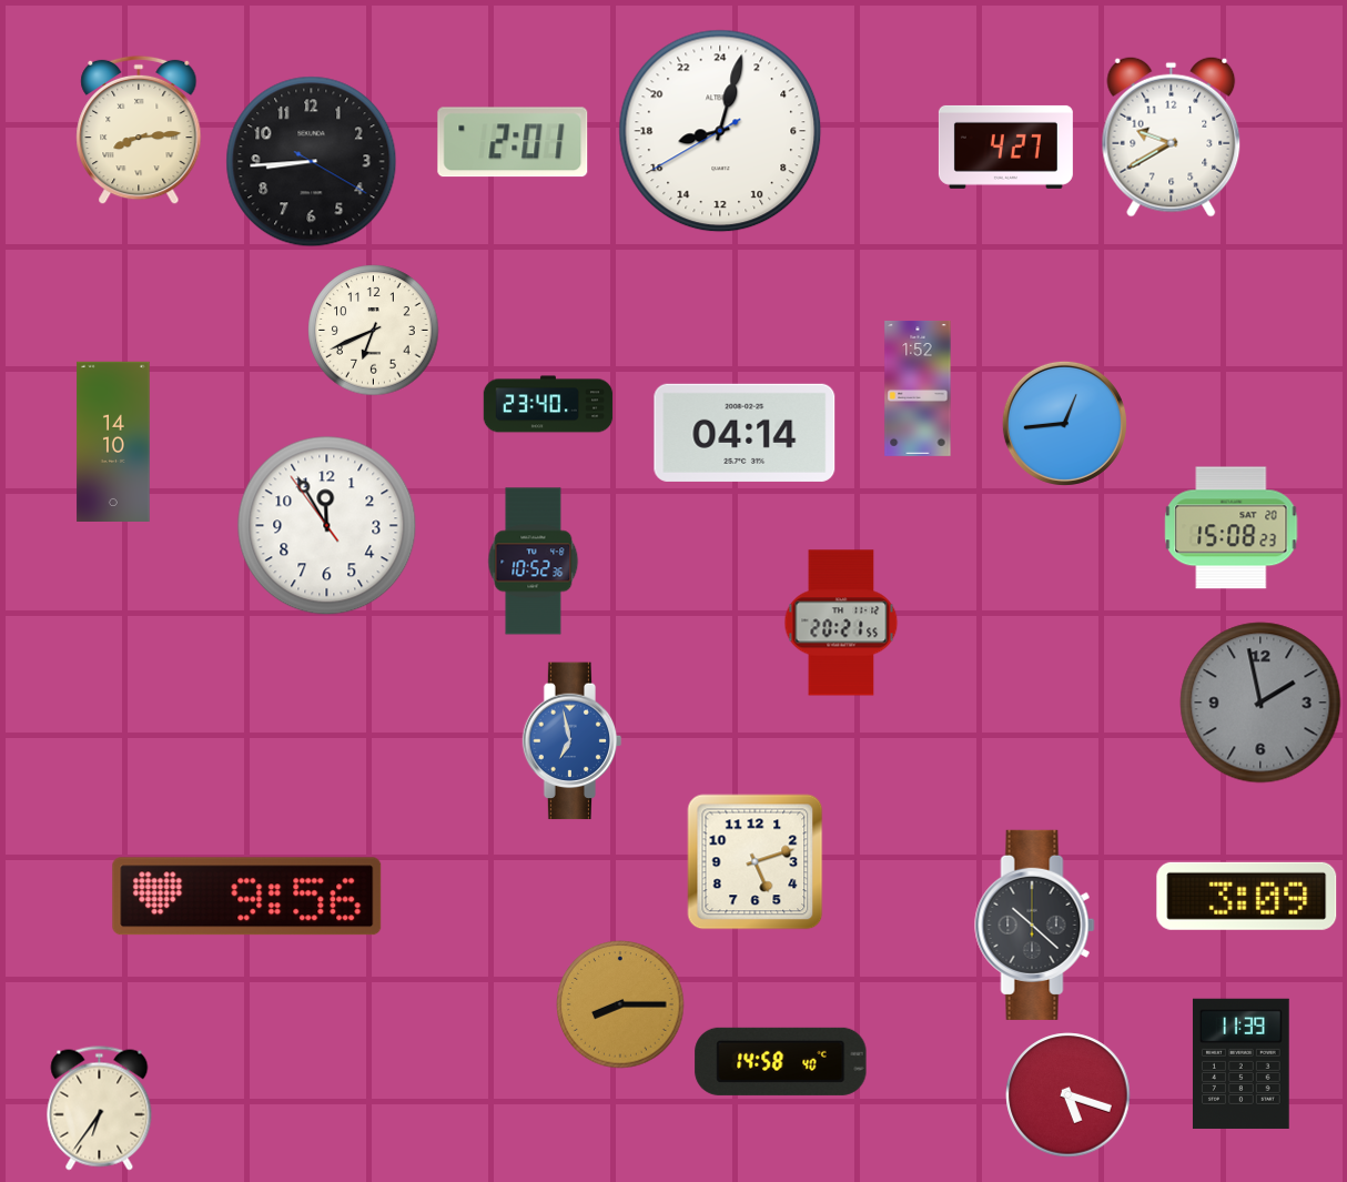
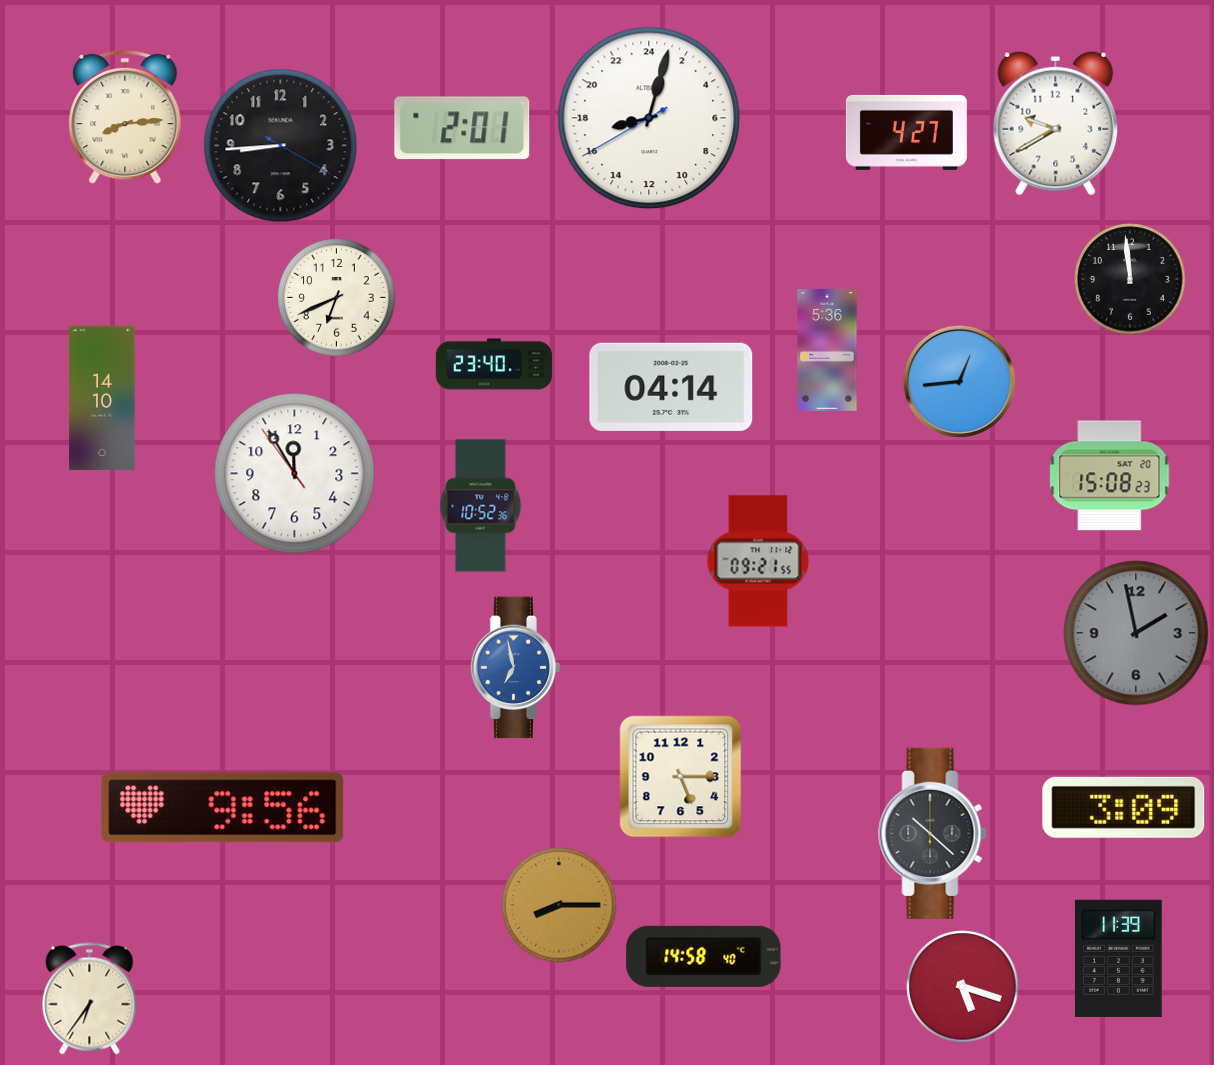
clock at (1130, 279): none -> 11:59
clock at (918, 388): 1:52 -> 5:36
clock at (745, 433) position: (745, 433) -> (671, 387)
clock at (841, 623): 20:21 -> 09:21
clock at (756, 862): 5:12 -> 5:15
